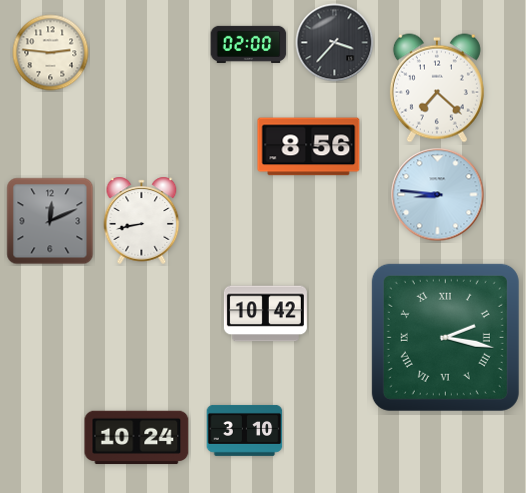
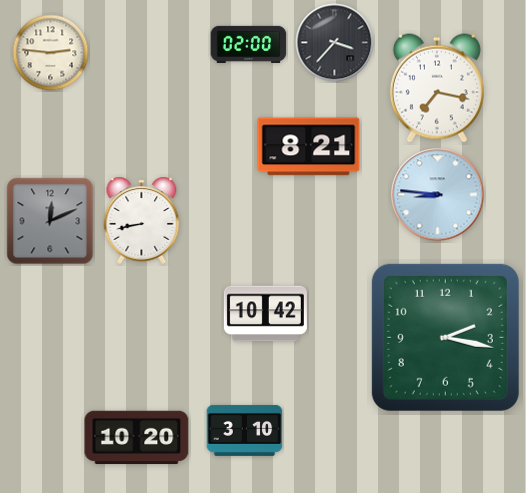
clock at (437, 88): 7:22 -> 7:17
clock at (309, 147): 8:56 -> 8:21
clock at (445, 337) numerals: Roman -> Arabic
clock at (137, 438): 10:24 -> 10:20
